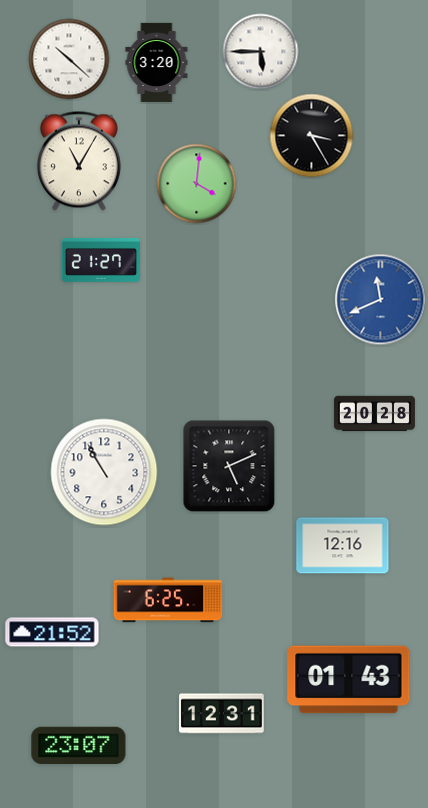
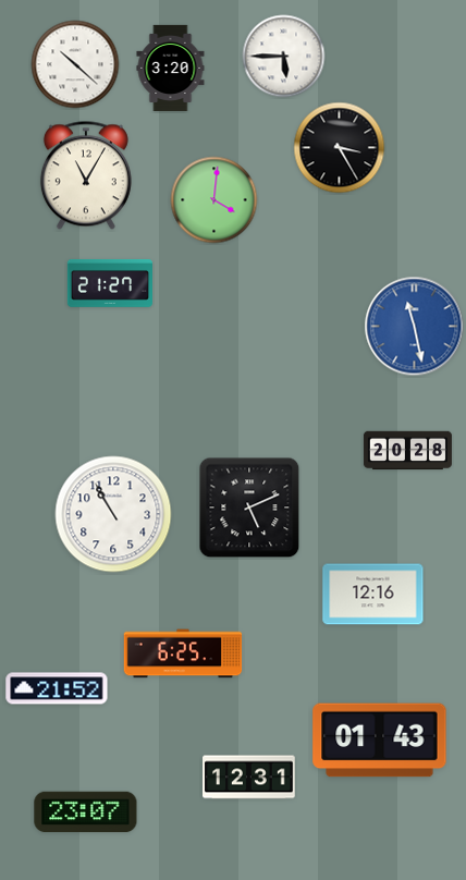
clock at (381, 300): 11:41 -> 11:28
clock at (222, 714) position: (222, 714) -> (249, 778)
